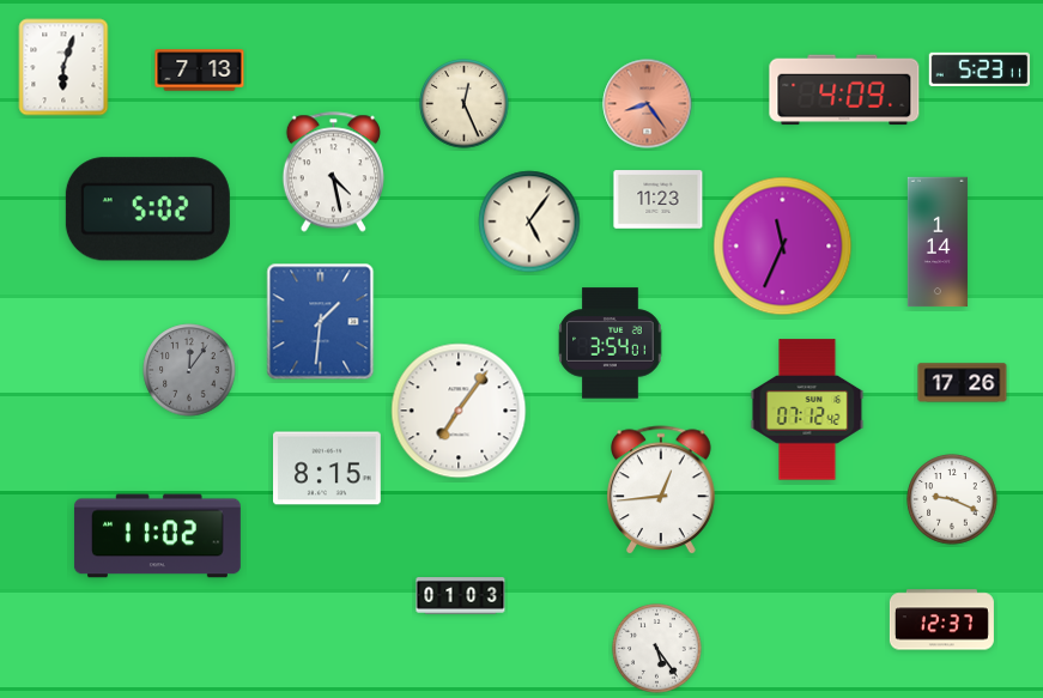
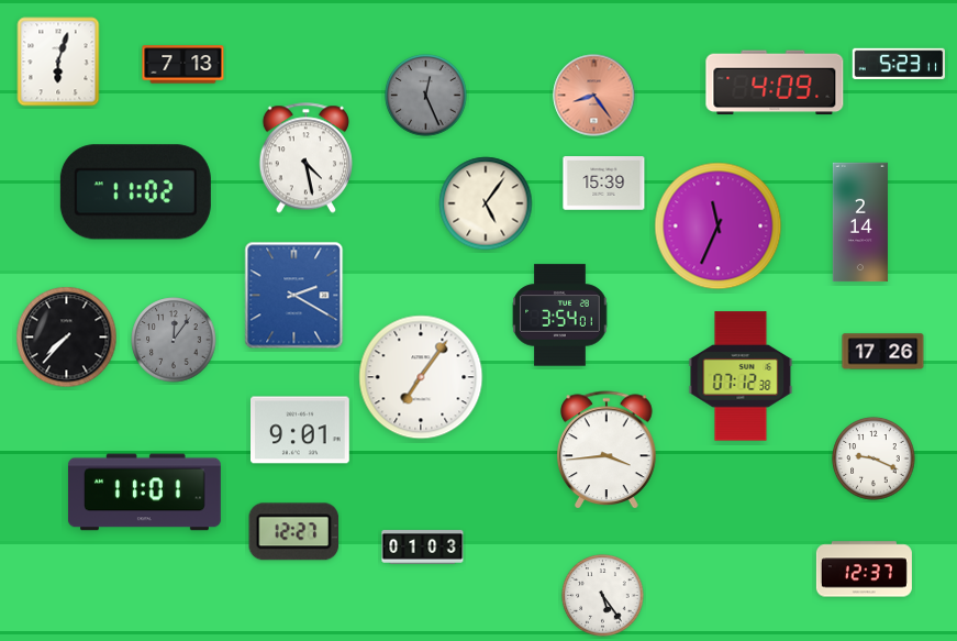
clock at (465, 104) dial: cream -> grey
clock at (659, 200): 11:23 -> 15:39
clock at (147, 210): 5:02 -> 11:02
clock at (938, 242): 1:14 -> 2:14
clock at (321, 322): 1:31 -> 2:20
clock at (67, 338): none -> 7:37
clock at (807, 409): 07:12:42 -> 07:12:38
clock at (328, 468): 8:15 -> 9:01
clock at (662, 491): 12:44 -> 3:44
clock at (157, 536): 11:02 -> 11:01
clock at (294, 532): none -> 12:27
